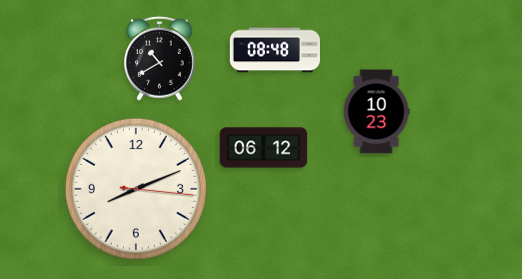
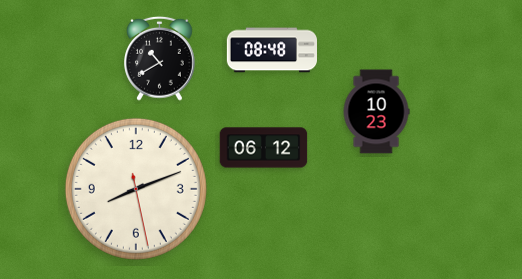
clock at (274, 50) position: (274, 50) -> (271, 50)
clock at (136, 189): 8:11:16 -> 8:11:28
